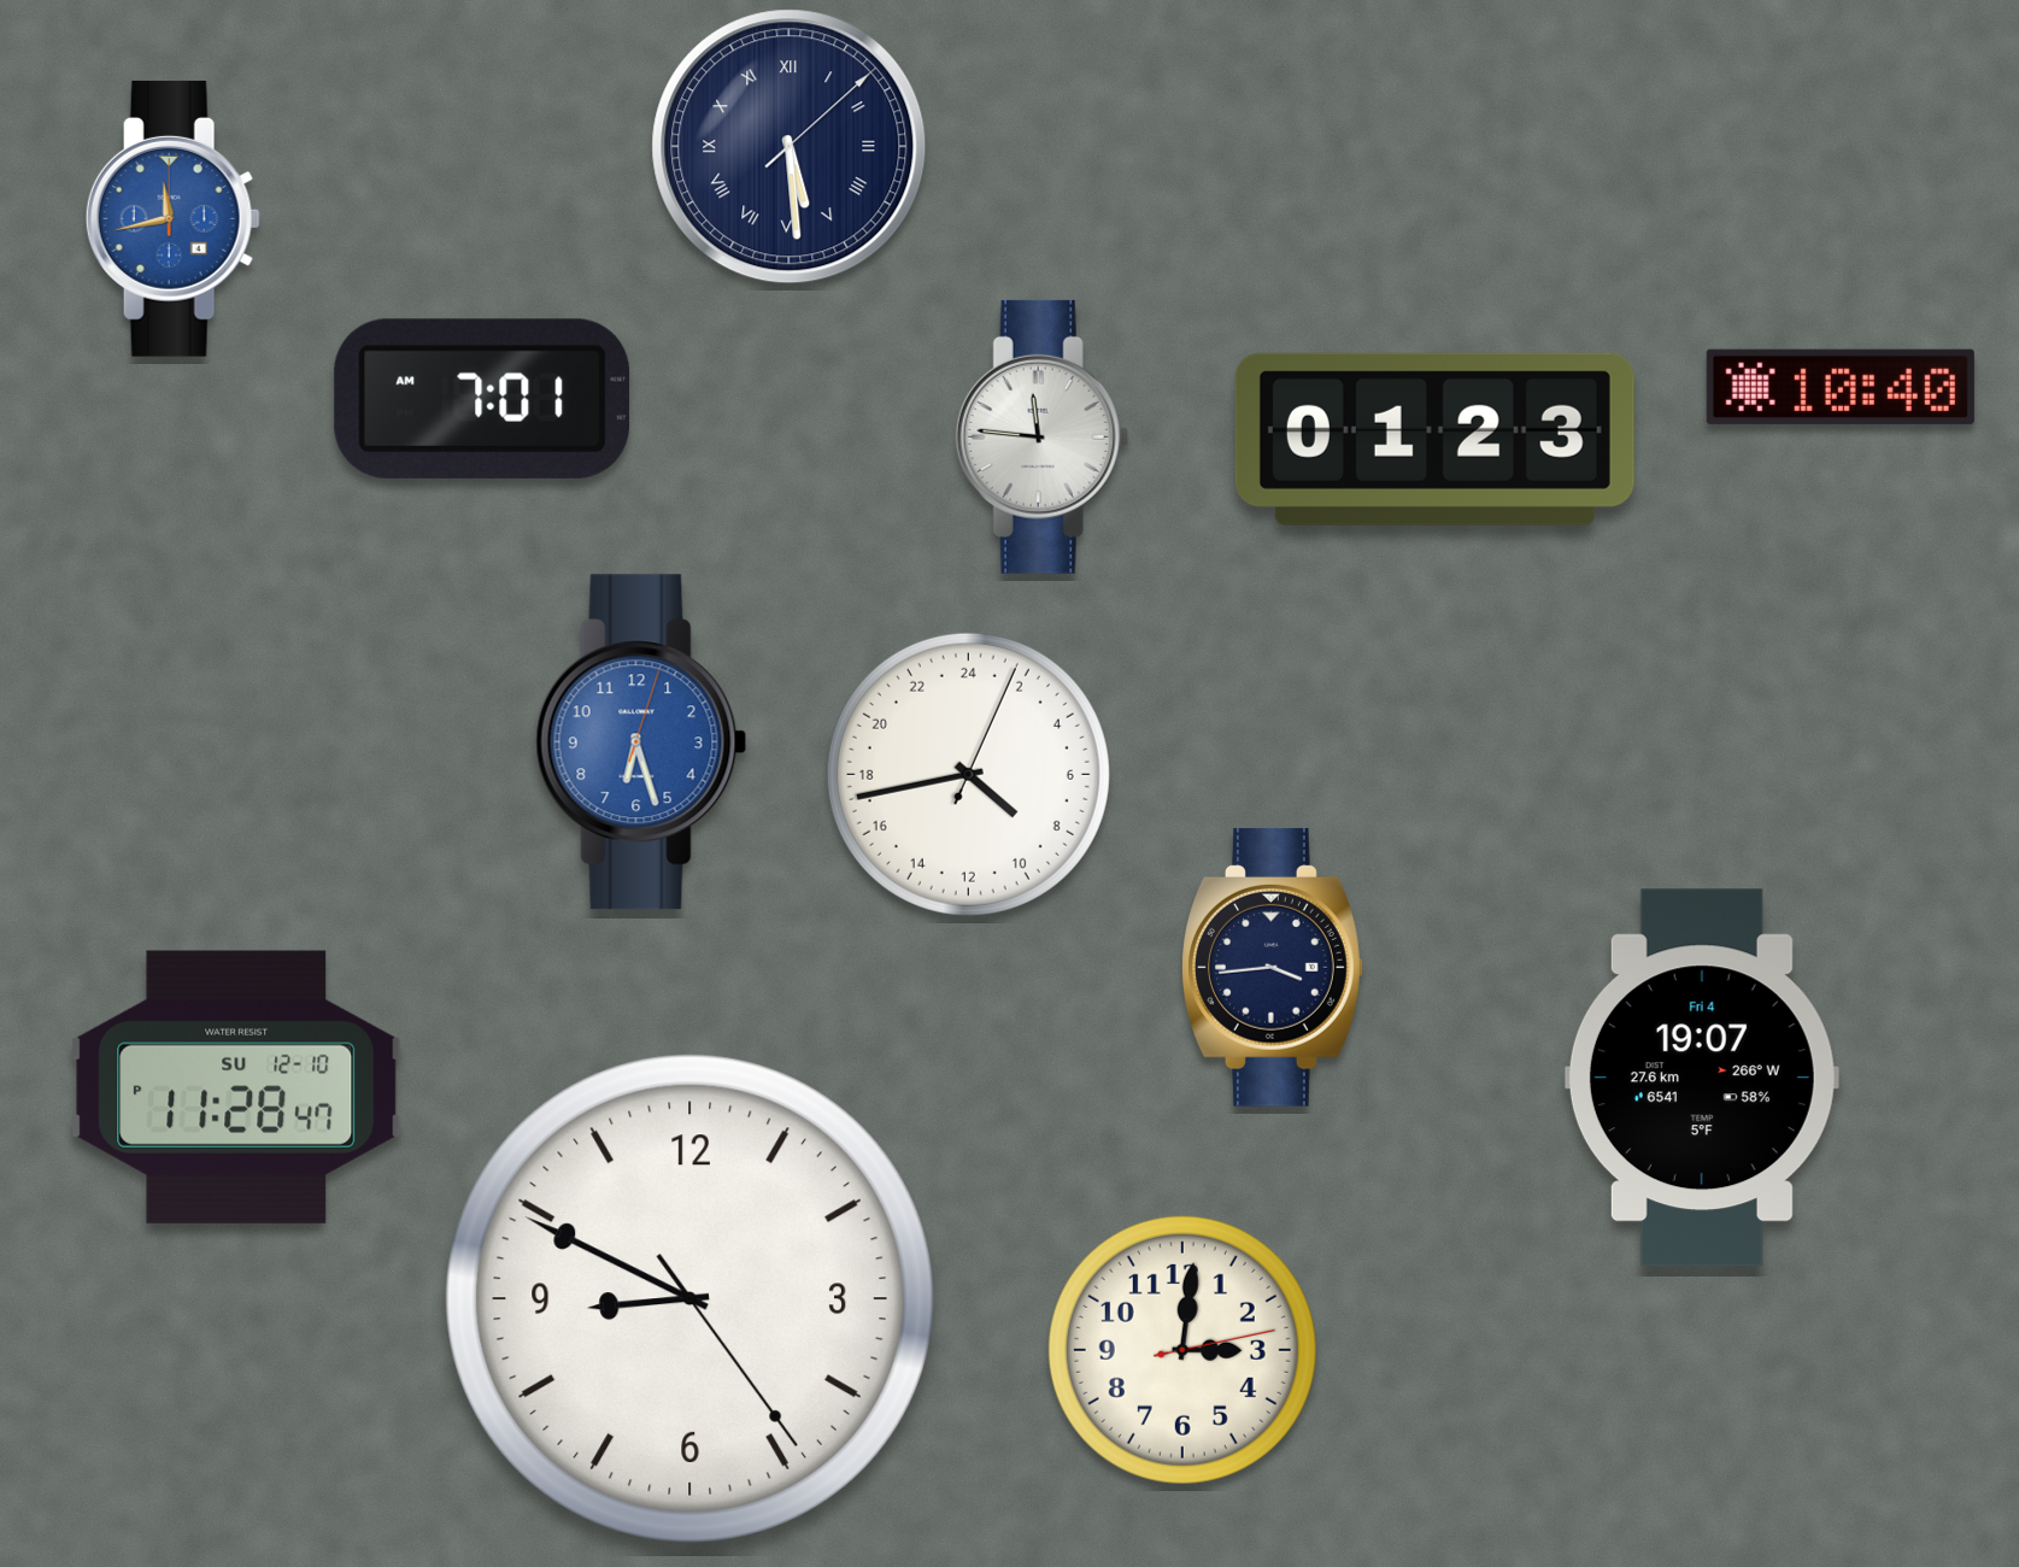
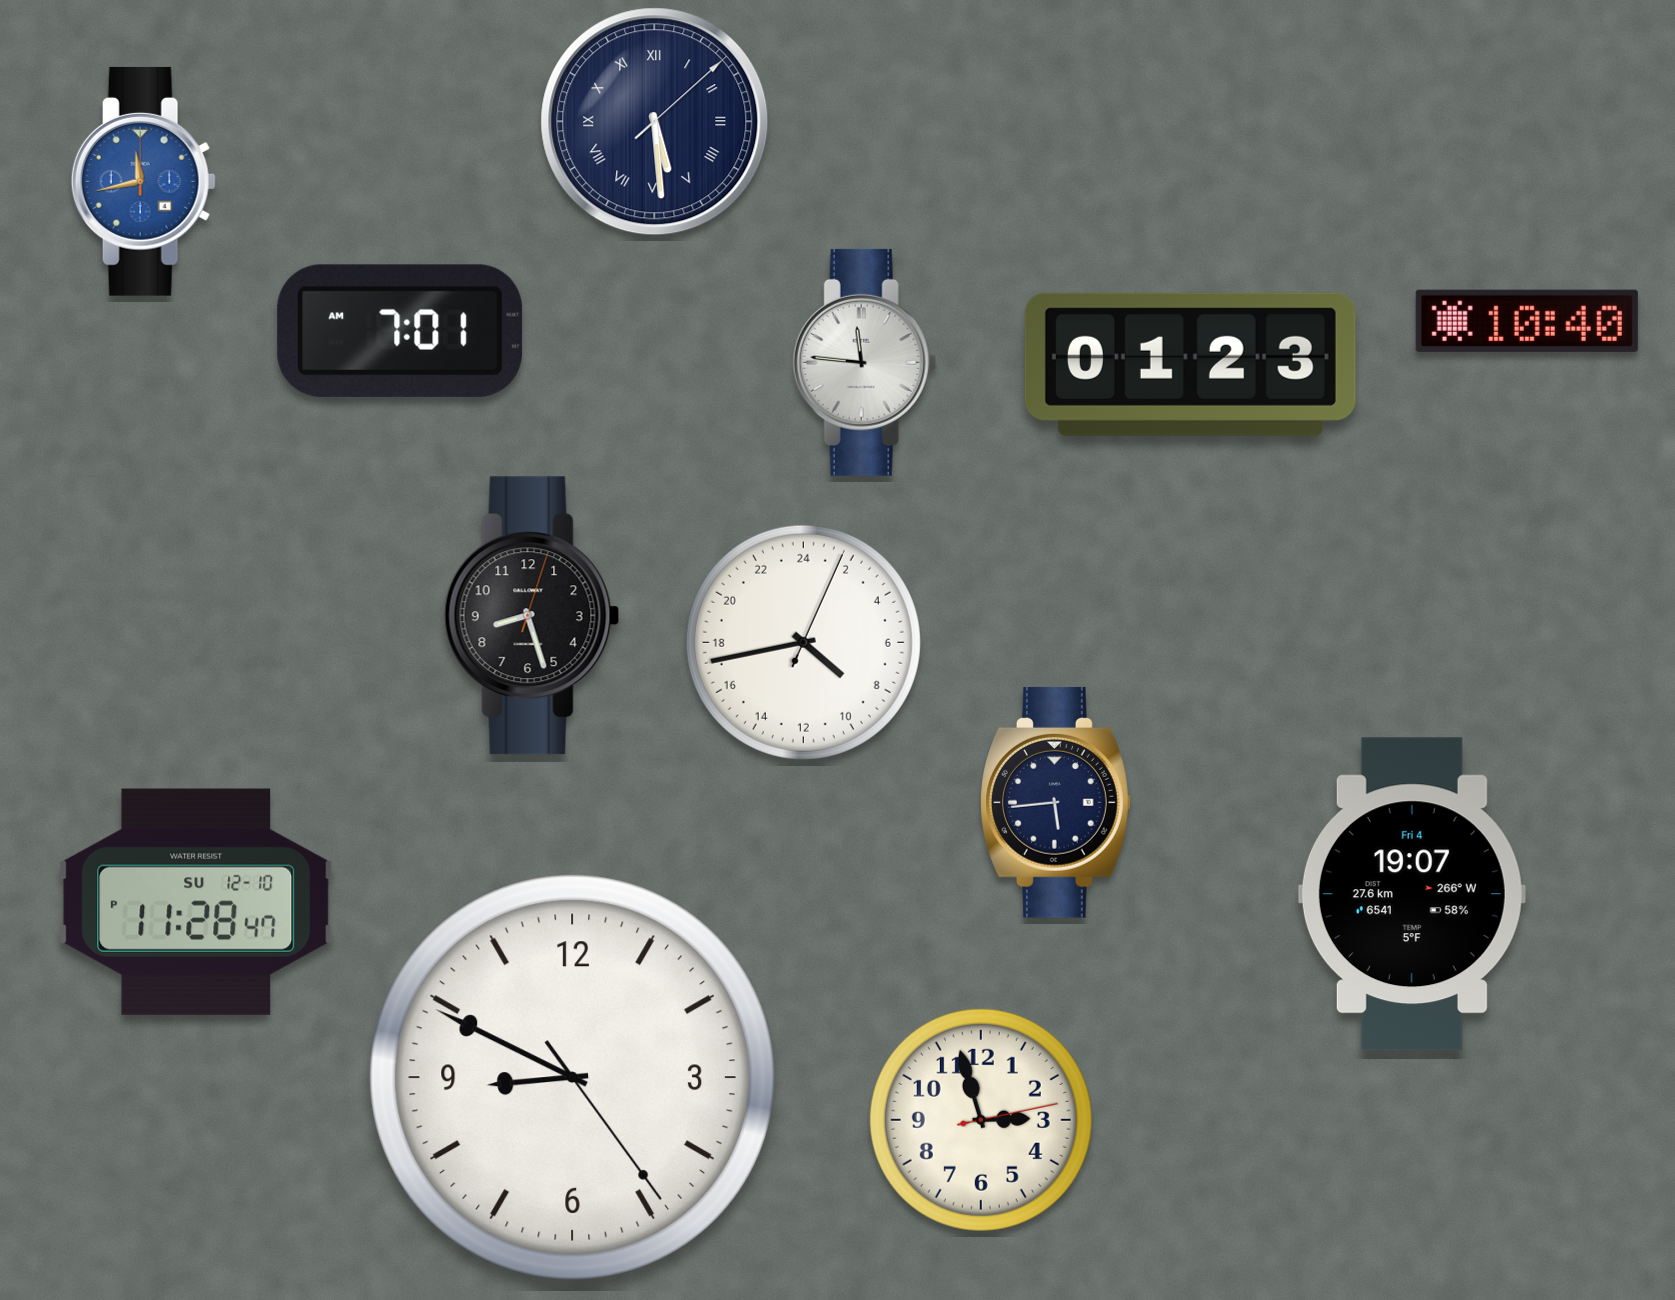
clock at (641, 743): 6:27 -> 8:27
clock at (641, 743) dial: blue -> black
clock at (1273, 967): 3:44 -> 5:44
clock at (1182, 1350): 3:01 -> 2:57
